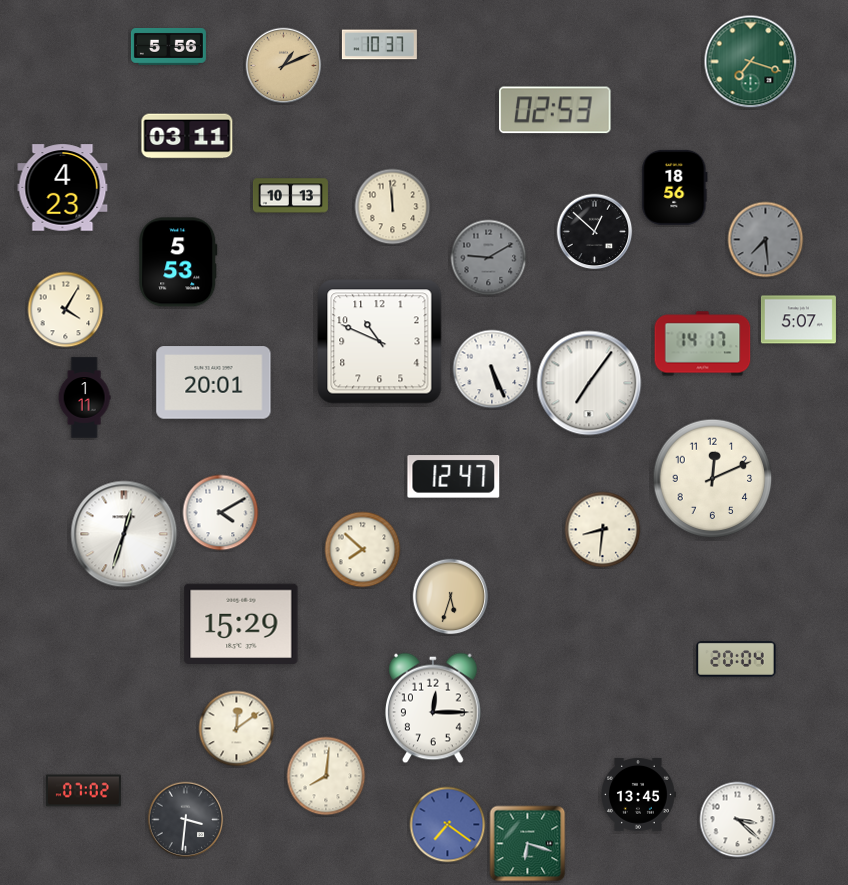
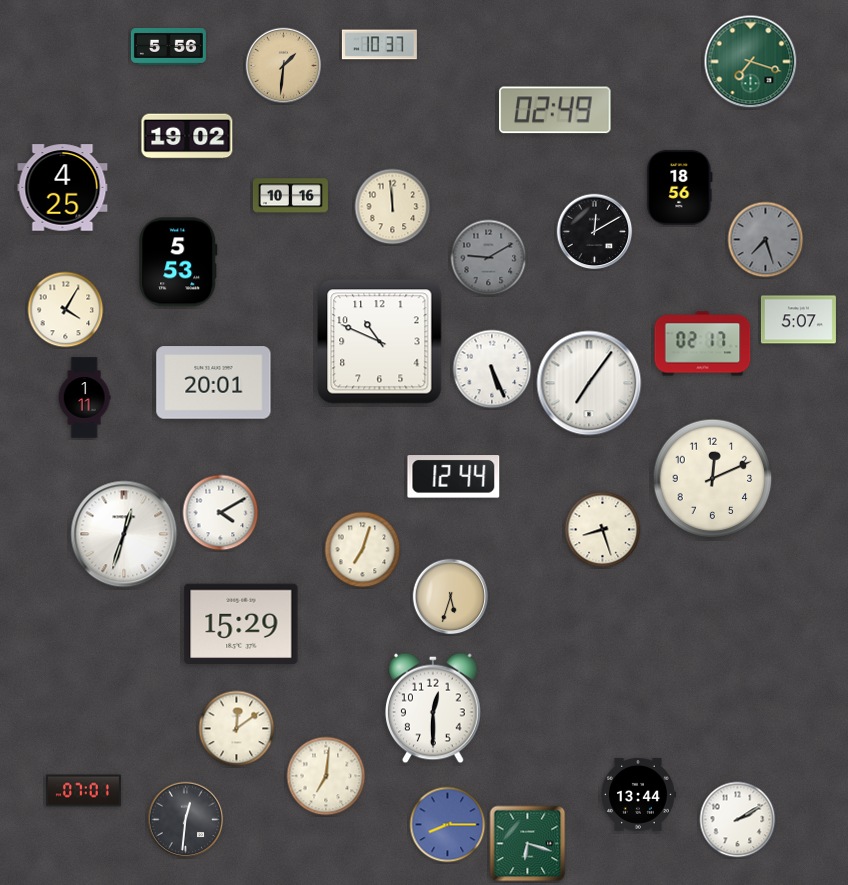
clock at (284, 66): 1:11 -> 1:31
clock at (555, 110): 02:53 -> 02:49
clock at (187, 136): 03:11 -> 19:02
clock at (675, 187) position: (675, 187) -> (680, 187)
clock at (63, 188): 4:23 -> 4:25
clock at (290, 196): 10:13 -> 10:16
clock at (595, 232): 12:52 -> 12:10
clock at (766, 240): 7:29 -> 7:27
clock at (703, 344): 14:17 -> 02:17
clock at (454, 477): 12:47 -> 12:44
clock at (603, 530): 8:31 -> 8:27
clock at (363, 550): 7:52 -> 7:03
clock at (736, 660): 20:04 -> none
clock at (434, 708): 12:15 -> 12:30
clock at (326, 776): 8:01 -> 7:01
clock at (83, 791): 07:02 -> 07:01
clock at (638, 794): 13:45 -> 13:44
clock at (186, 820): 3:31 -> 12:31
clock at (738, 820): 3:22 -> 2:10
clock at (448, 825): 7:21 -> 8:15
